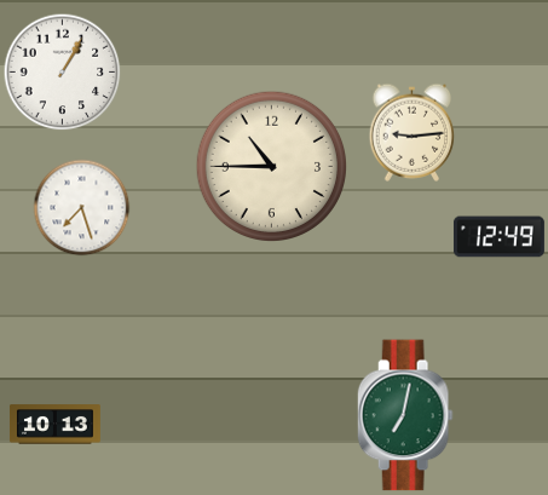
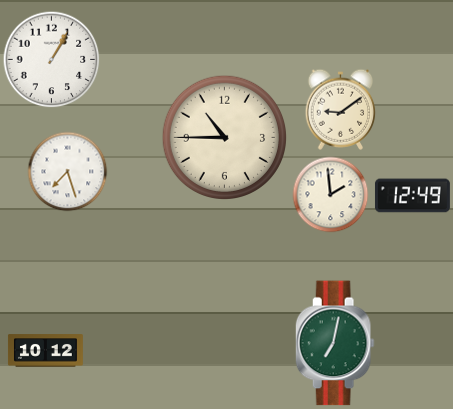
clock at (413, 132): 9:14 -> 9:09
clock at (331, 195): none -> 1:59
clock at (54, 425): 10:13 -> 10:12
